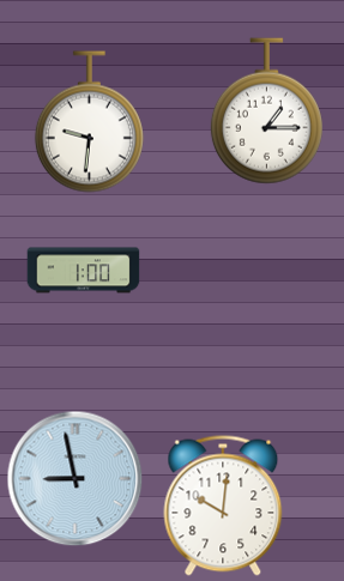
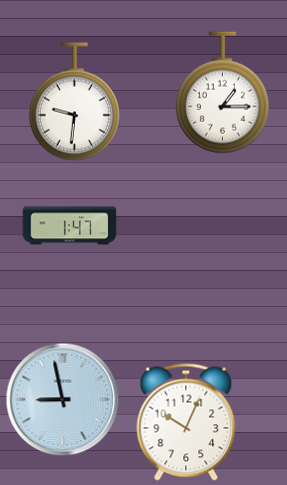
clock at (84, 271): 1:00 -> 1:47
clock at (223, 506): 10:01 -> 10:04
